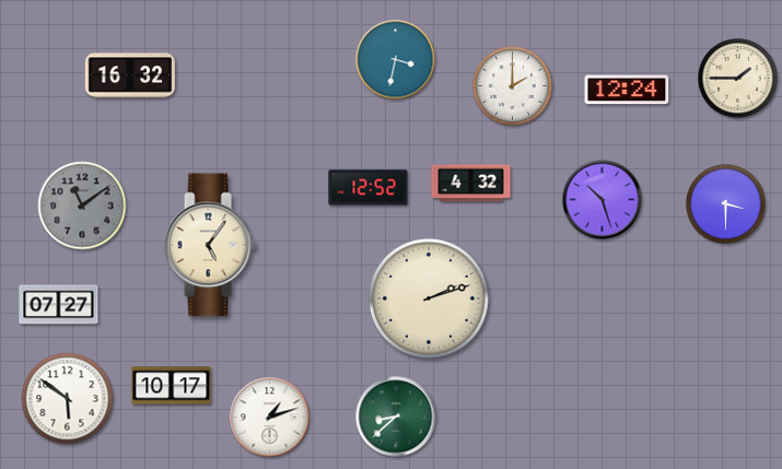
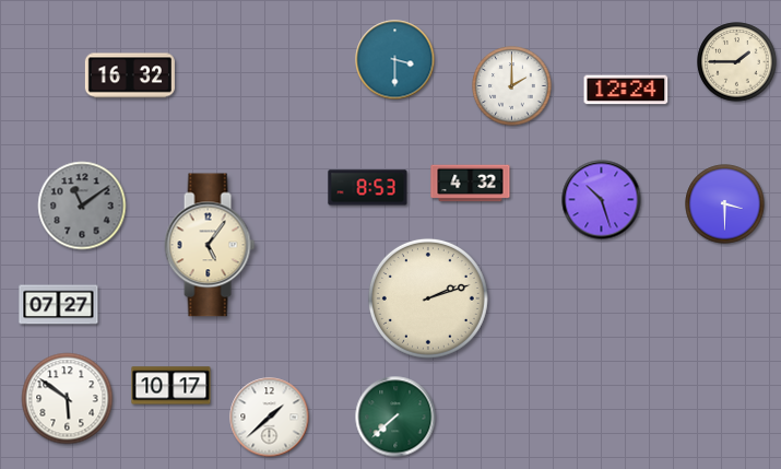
clock at (396, 60): 3:32 -> 3:30
clock at (738, 79) position: (738, 79) -> (737, 62)
clock at (369, 188): 12:52 -> 8:53
clock at (396, 417): 8:38 -> 7:38
clock at (270, 418): 1:12 -> 1:38
